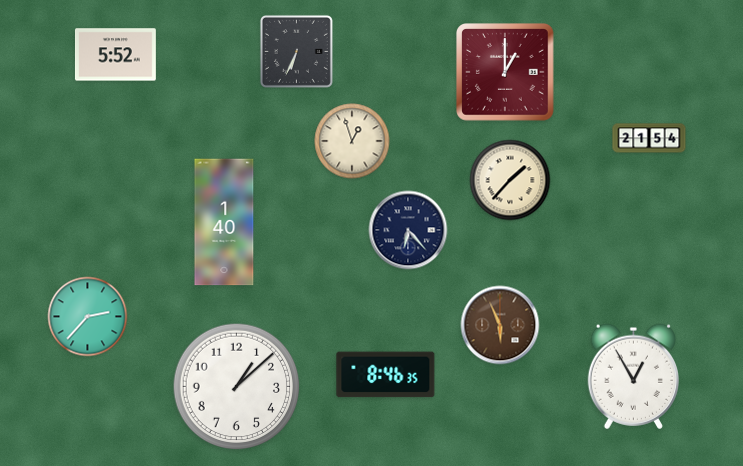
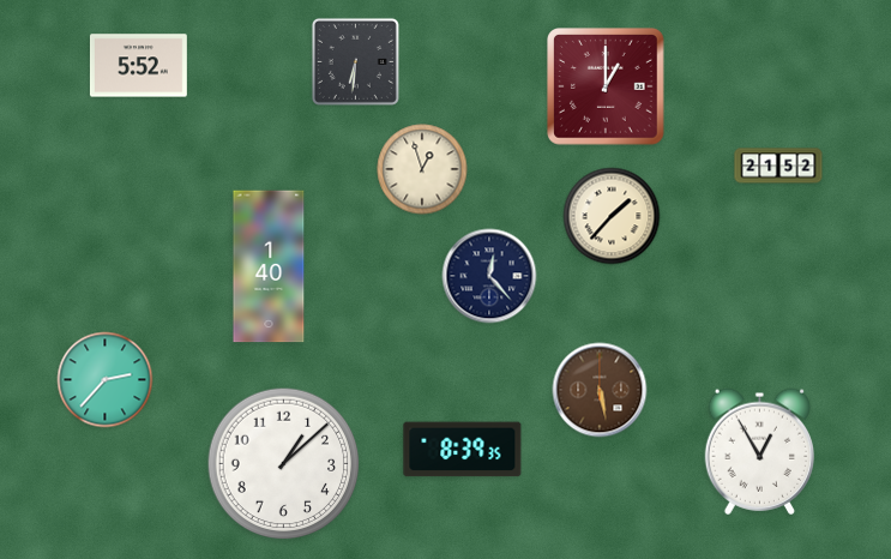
clock at (296, 51): 6:34 -> 6:31
clock at (649, 138): 21:54 -> 21:52
clock at (408, 230): 6:23 -> 12:23
clock at (500, 325): 5:56 -> 5:28
clock at (386, 375): 8:46 -> 8:39
